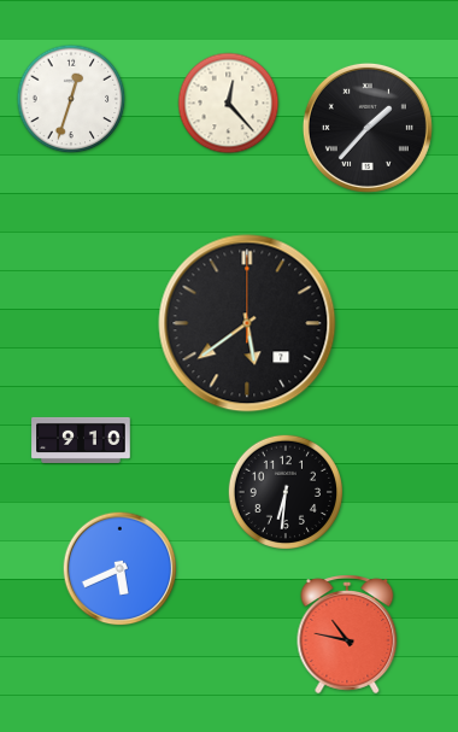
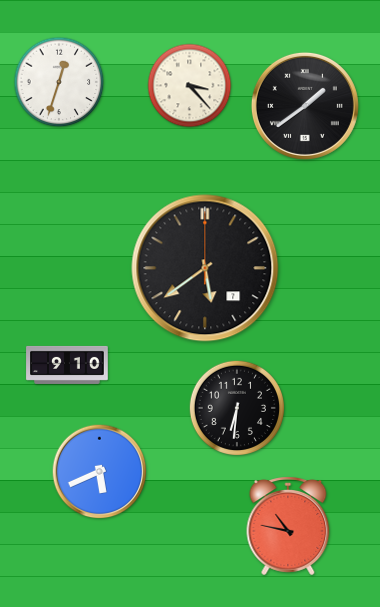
clock at (229, 104): 12:23 -> 3:23
clock at (368, 128): 1:37 -> 1:39
